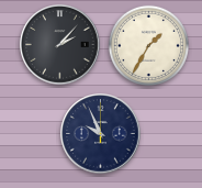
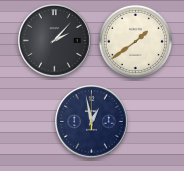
clock at (148, 45): 1:35 -> 1:39
clock at (101, 134): 9:56 -> 12:58
